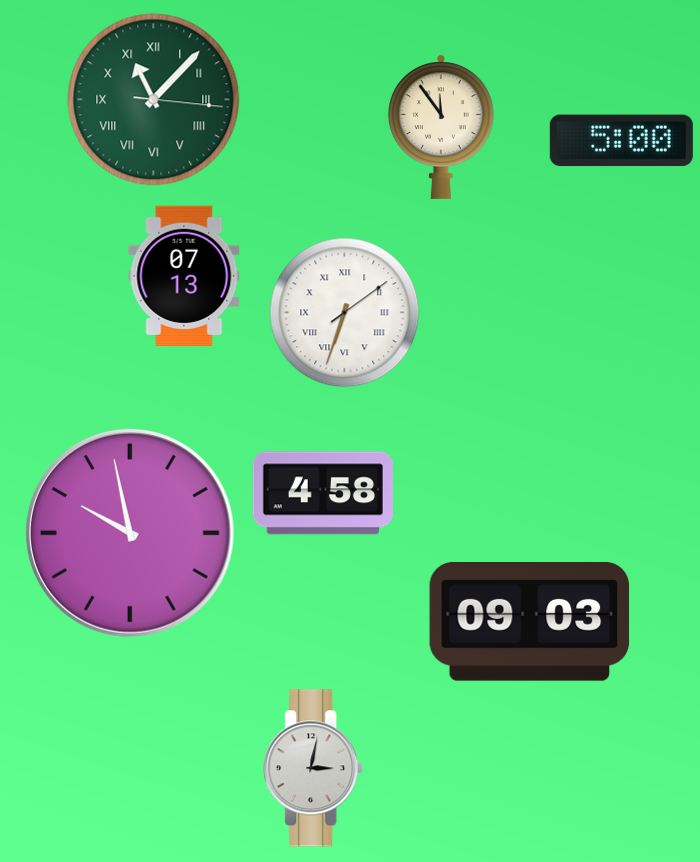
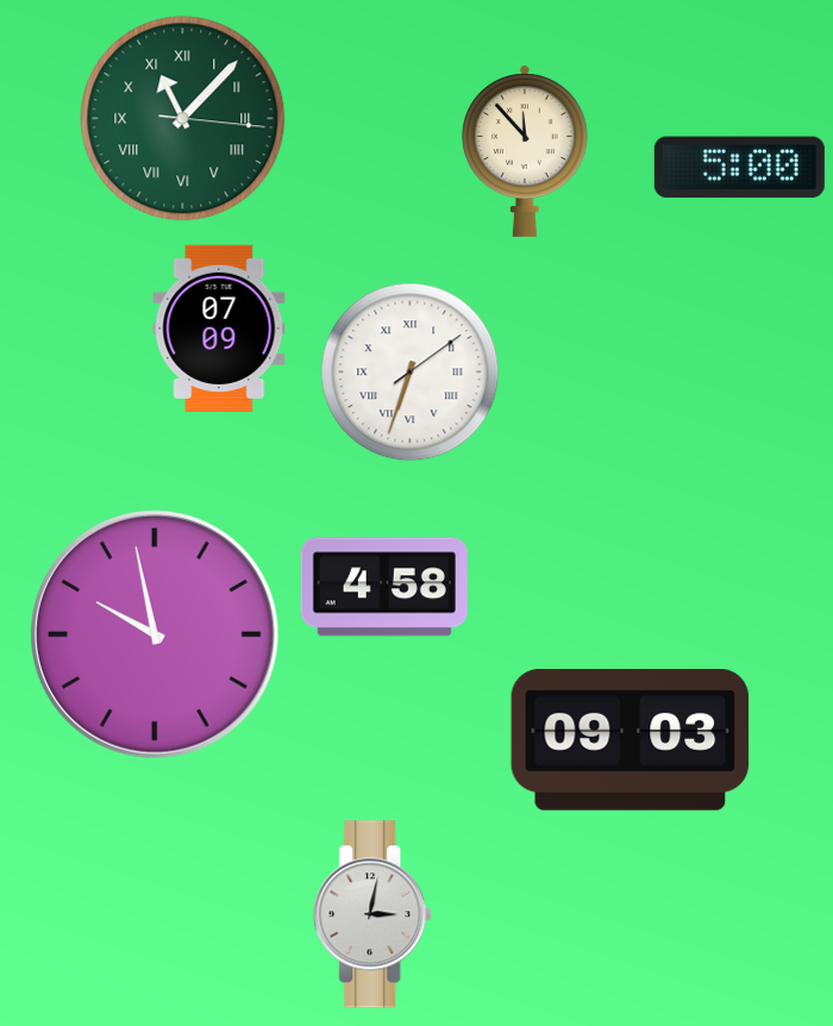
clock at (441, 127): 11:54 -> 11:53
clock at (184, 276): 07:13 -> 07:09
